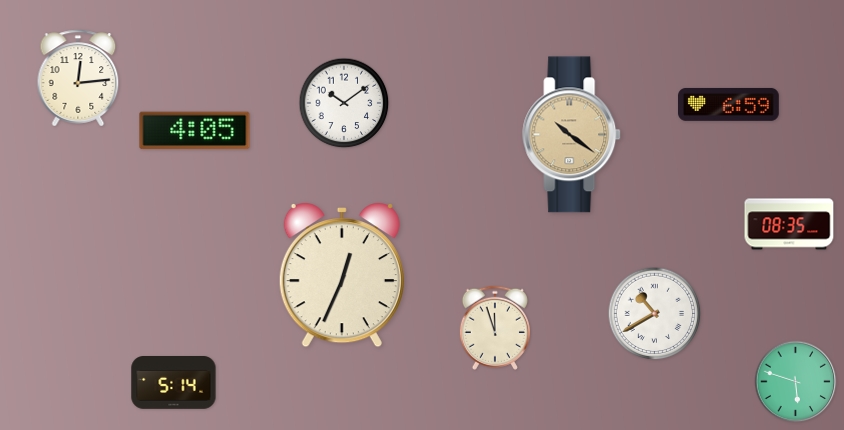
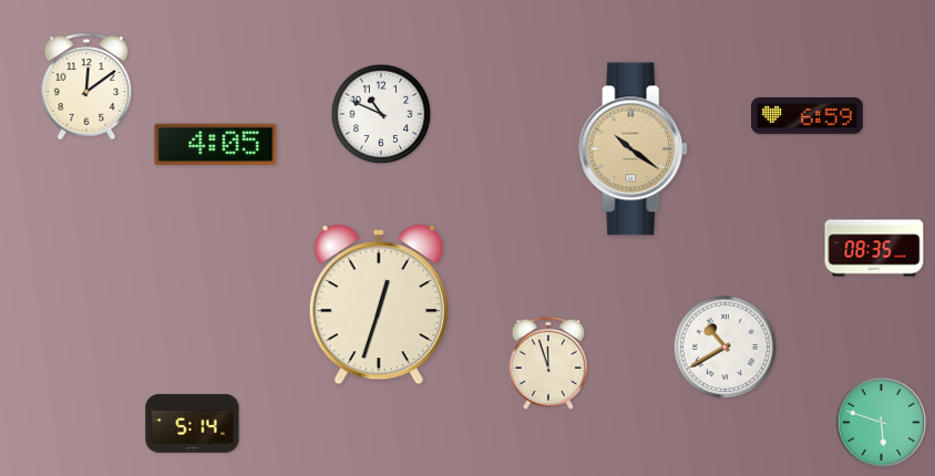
clock at (78, 78): 12:14 -> 12:09
clock at (344, 103): 10:09 -> 10:49
clock at (342, 276): 12:34 -> 12:33
